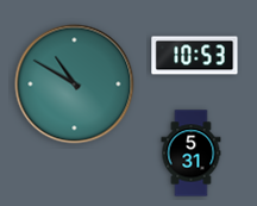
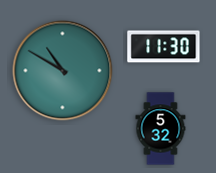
clock at (195, 56): 10:53 -> 11:30
clock at (192, 154): 5:31 -> 5:32
